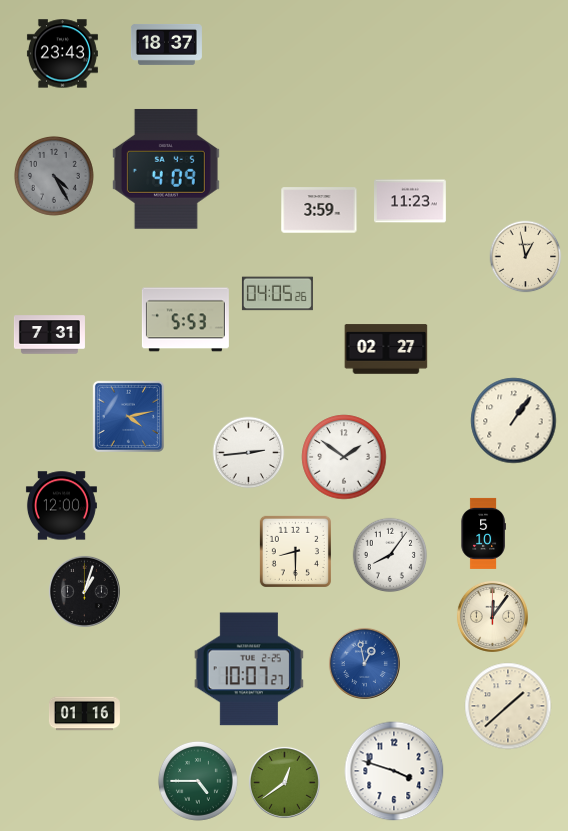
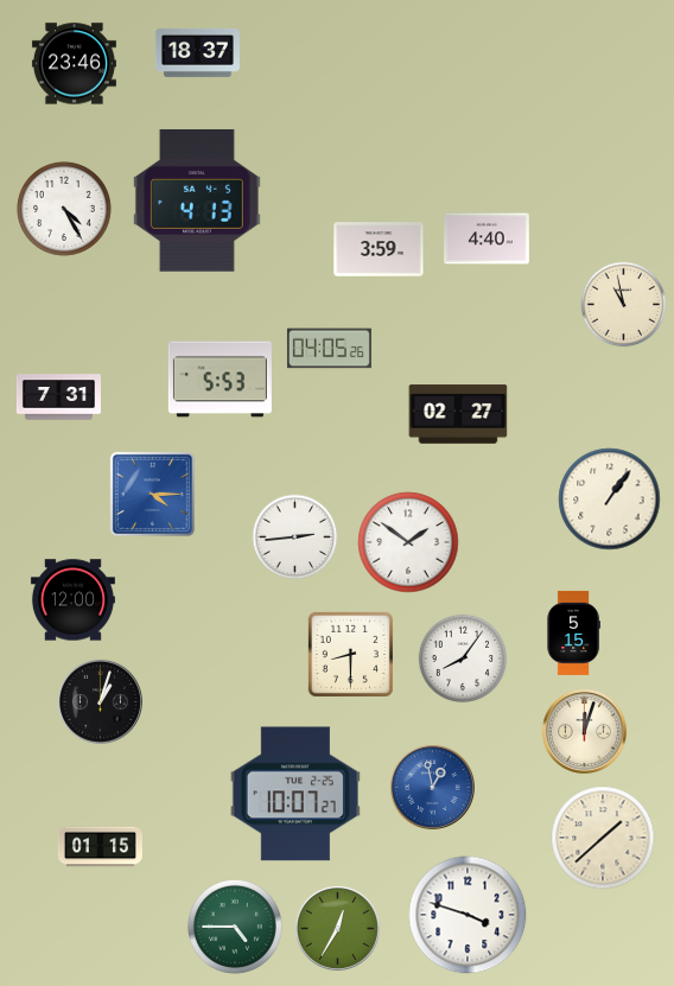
clock at (62, 54): 23:43 -> 23:46
clock at (166, 169): 4:09 -> 4:13
clock at (54, 176) dial: grey -> white
clock at (411, 201): 11:23 -> 4:40
clock at (526, 257): 12:58 -> 10:58
clock at (128, 416): 4:13 -> 4:15
clock at (483, 533): 5:10 -> 5:15
clock at (492, 616): 12:06 -> 12:03
clock at (84, 714): 01:16 -> 01:15
clock at (284, 782): 12:39 -> 12:35
